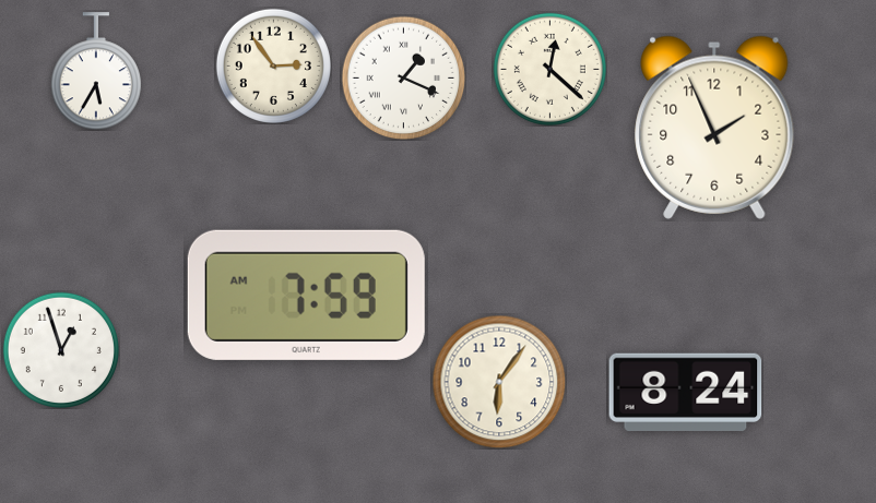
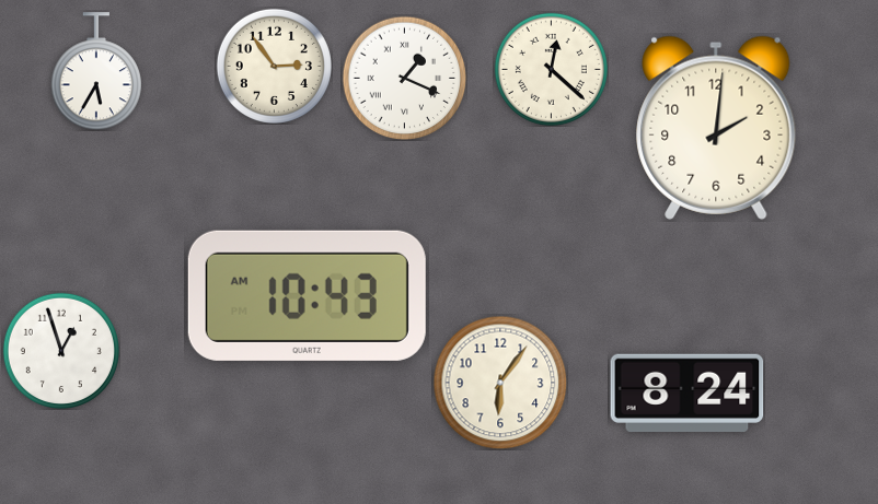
clock at (714, 128): 1:56 -> 2:01
clock at (306, 295): 7:59 -> 10:43
